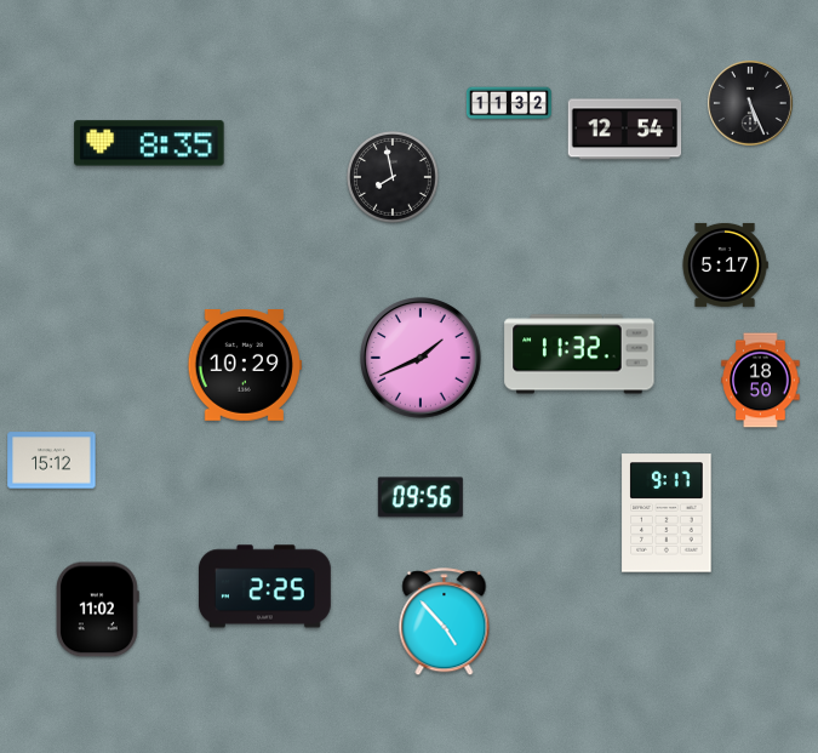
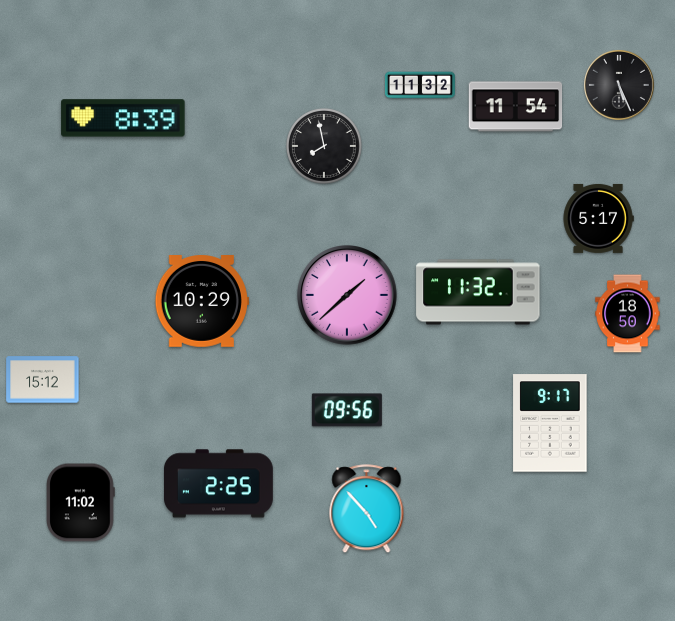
clock at (625, 130): 12:54 -> 11:54
clock at (149, 143): 8:35 -> 8:39
clock at (422, 359): 1:41 -> 1:38
clock at (445, 622) position: (445, 622) -> (367, 509)
